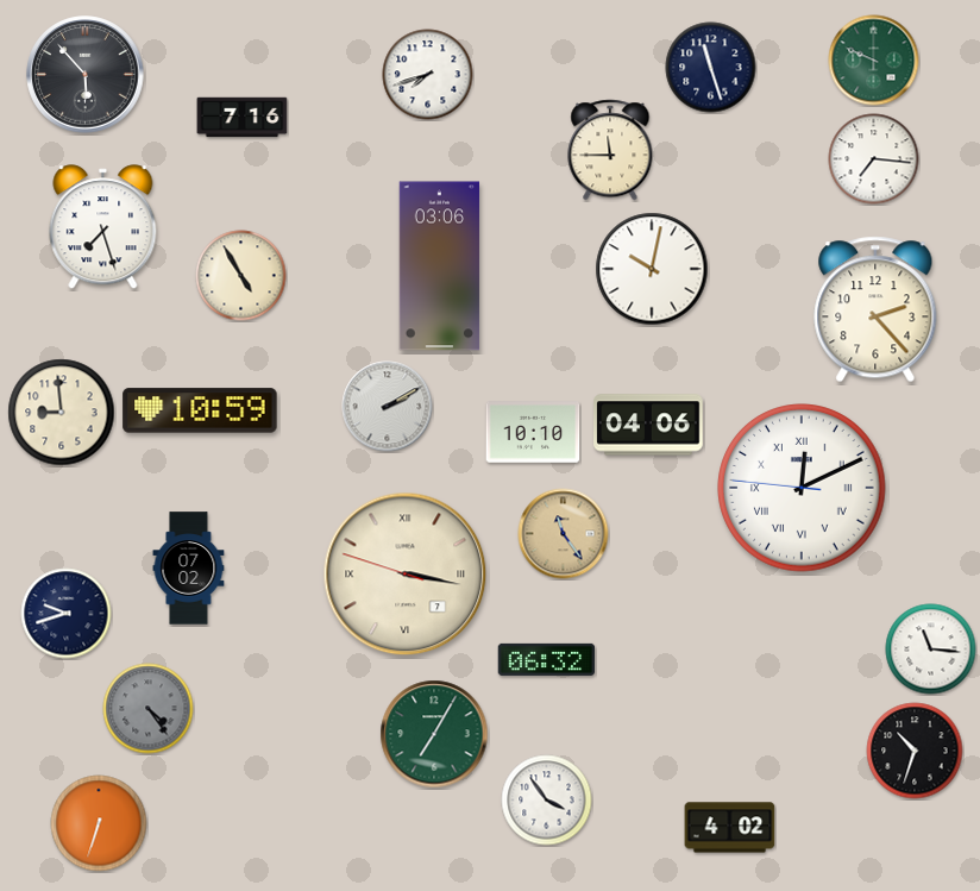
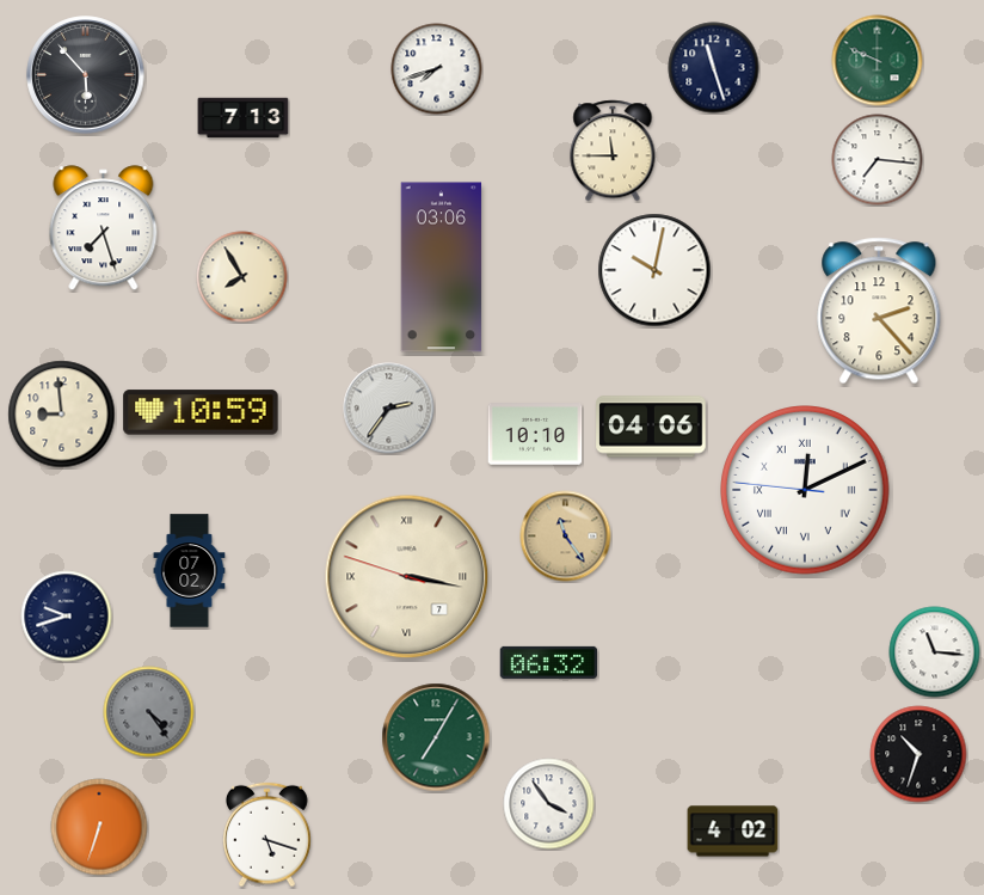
clock at (428, 75) position: (428, 75) -> (437, 69)
clock at (243, 118): 7:16 -> 7:13
clock at (241, 276): 4:55 -> 7:55
clock at (388, 407): 2:10 -> 2:36
clock at (266, 835): none -> 5:18
